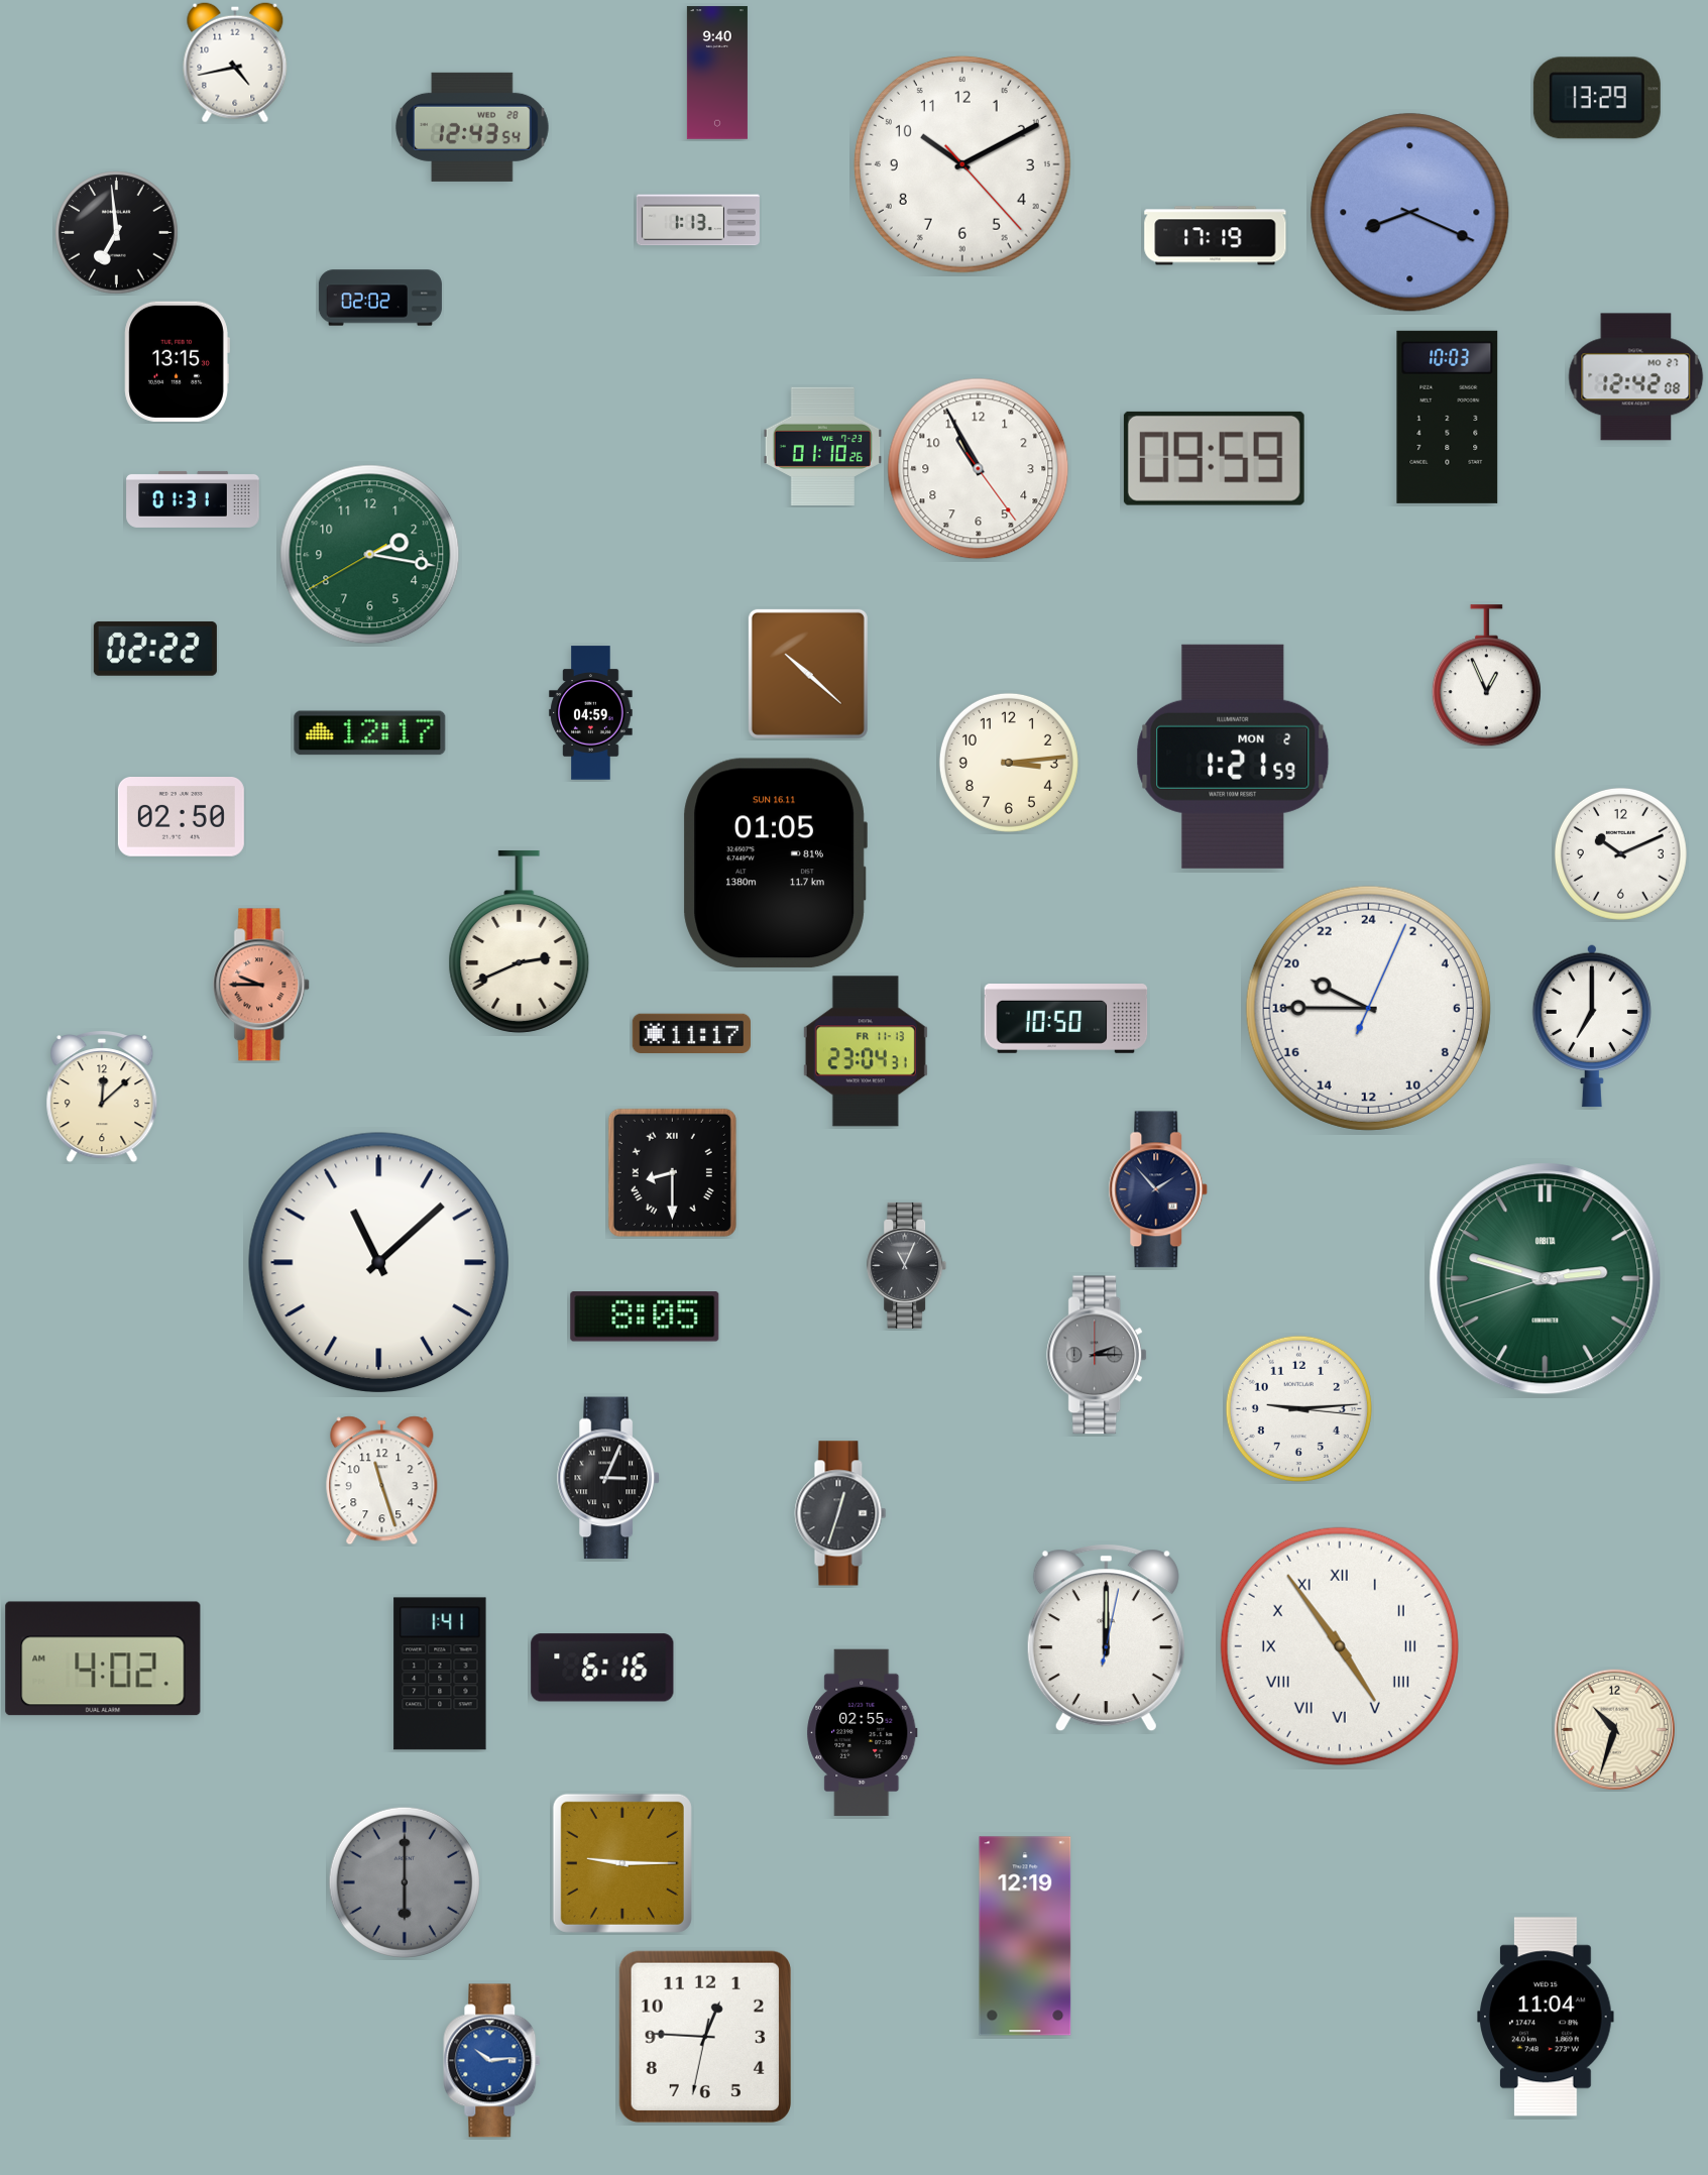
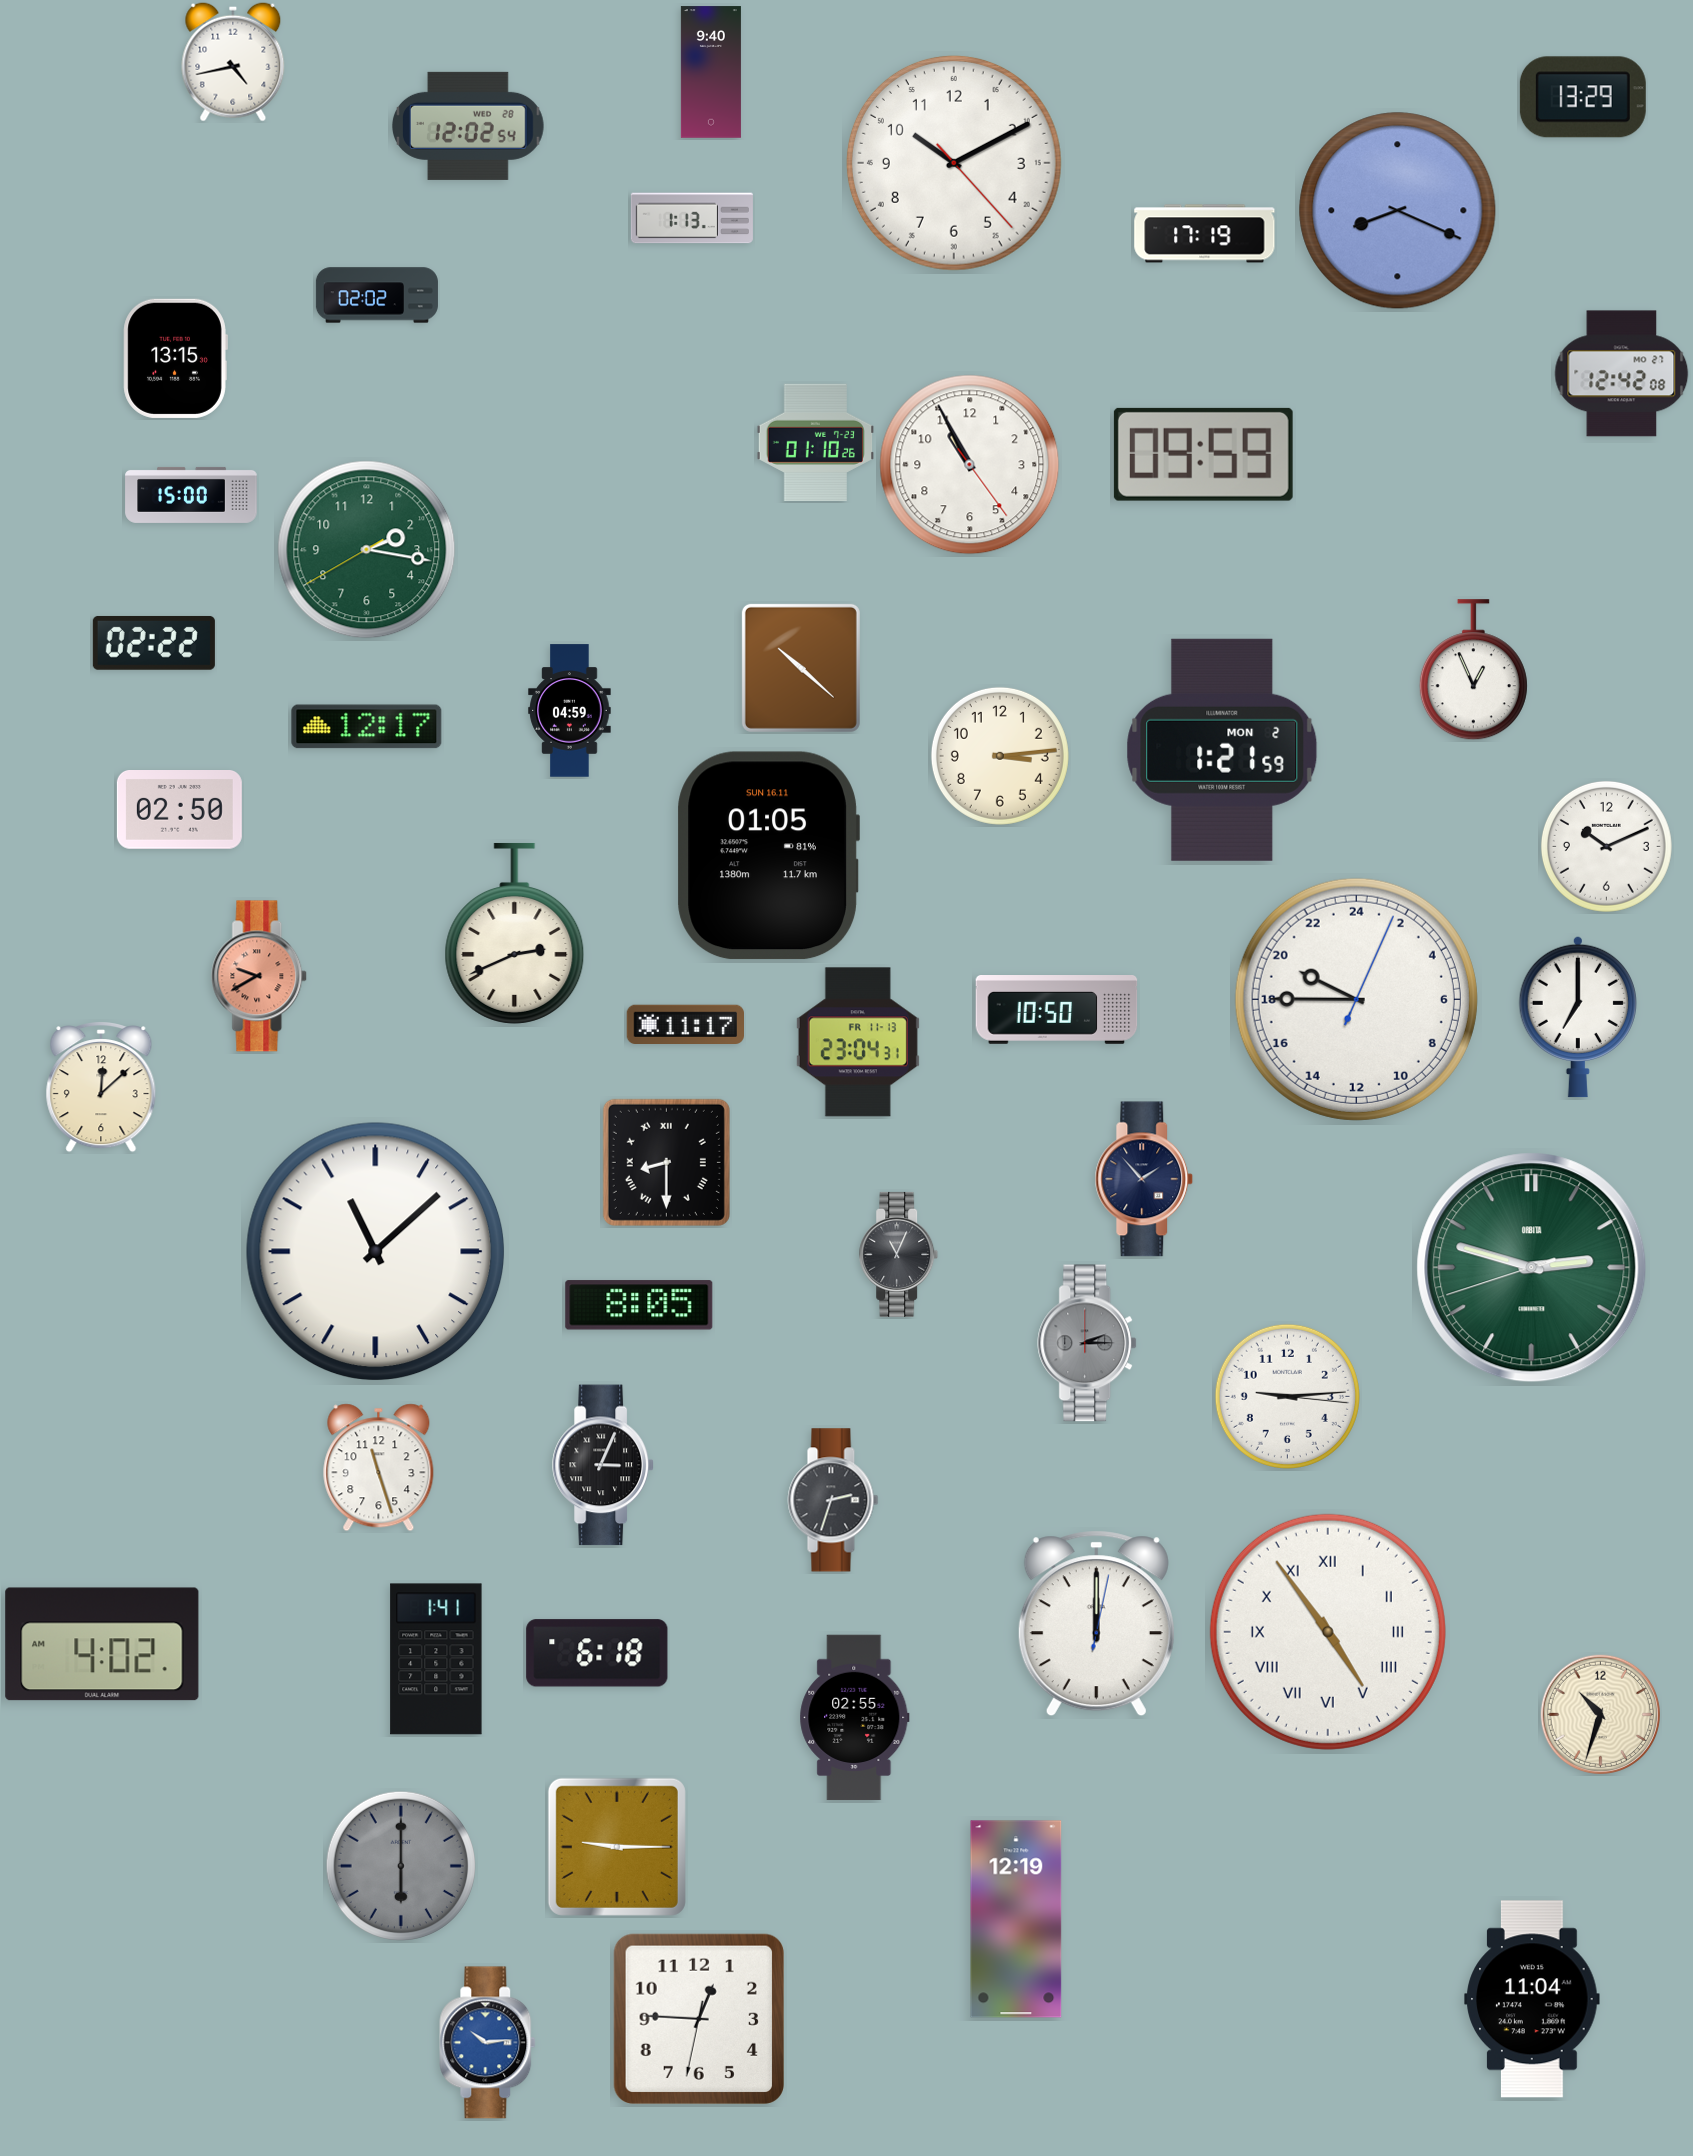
clock at (472, 127): 12:43 -> 12:02
clock at (117, 233): 6:59 -> none
clock at (1448, 417): 10:03 -> none
clock at (193, 499): 01:31 -> 15:00
clock at (591, 713) position: (591, 713) -> (570, 711)
clock at (262, 985): 9:45 -> 9:40
clock at (1158, 1189) position: (1158, 1189) -> (1144, 1179)
clock at (840, 1513): 12:33 -> 2:33
clock at (602, 1668): 6:16 -> 6:18
